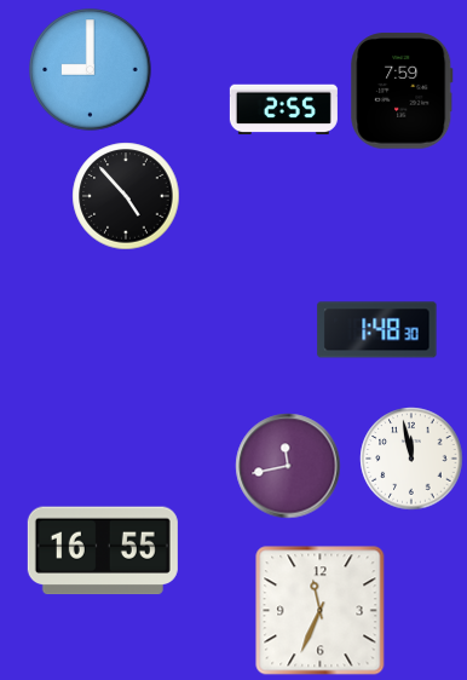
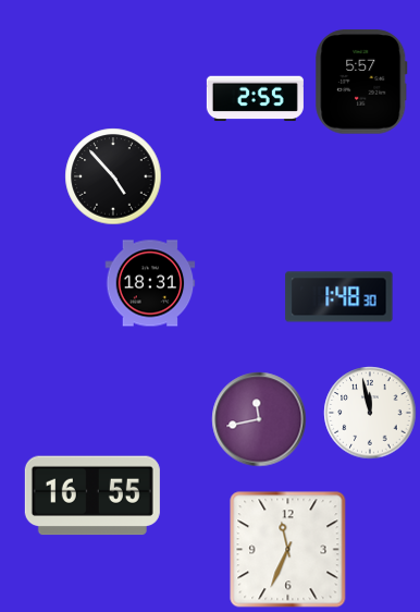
clock at (91, 70): 9:00 -> none
clock at (402, 91): 7:59 -> 5:57
clock at (150, 283): none -> 18:31
